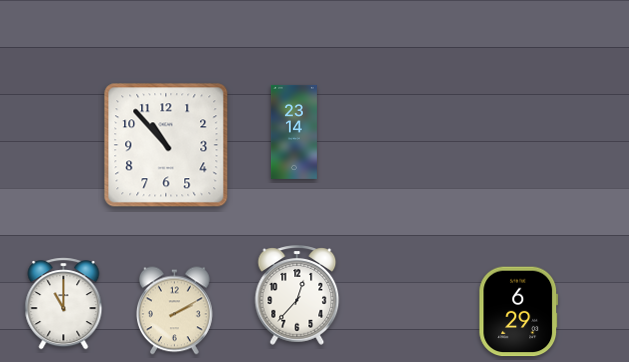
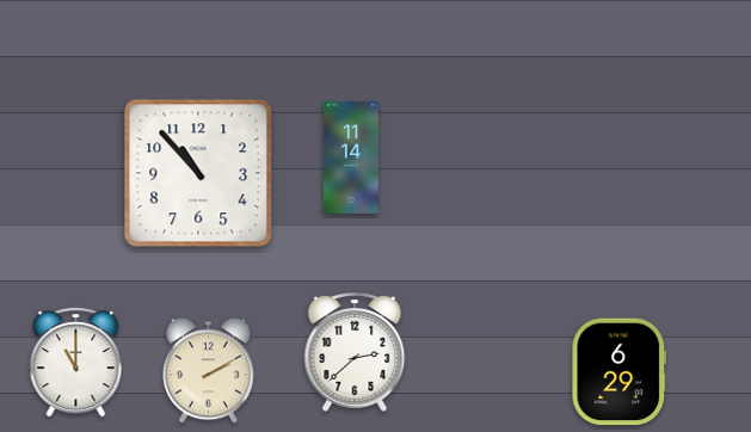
clock at (294, 132): 23:14 -> 11:14
clock at (297, 295): 12:37 -> 2:38
